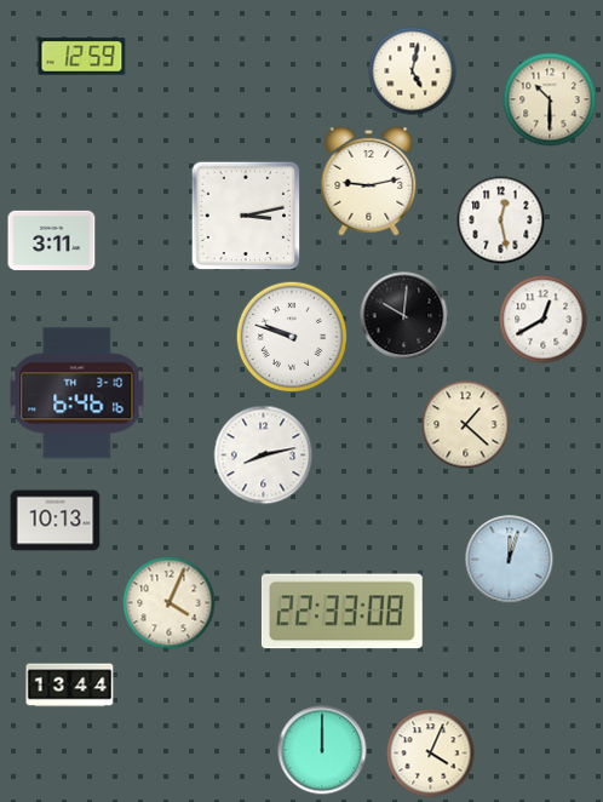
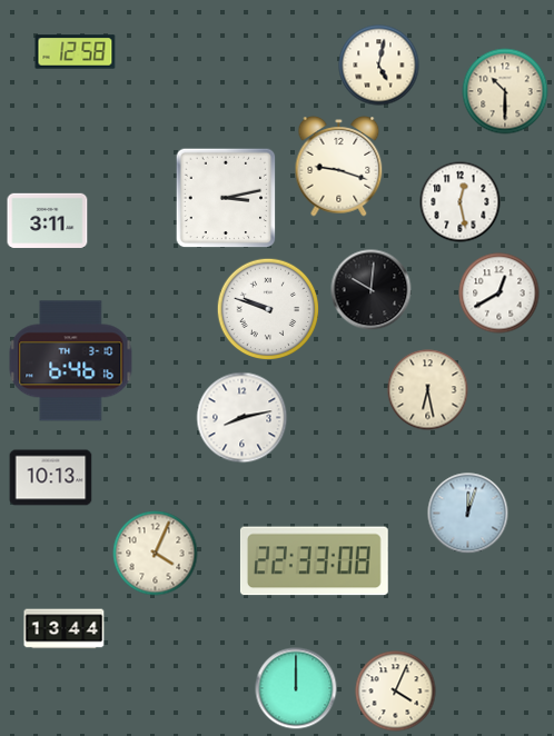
clock at (82, 57): 12:59 -> 12:58
clock at (369, 182): 9:13 -> 9:18
clock at (466, 425): 1:22 -> 6:28
